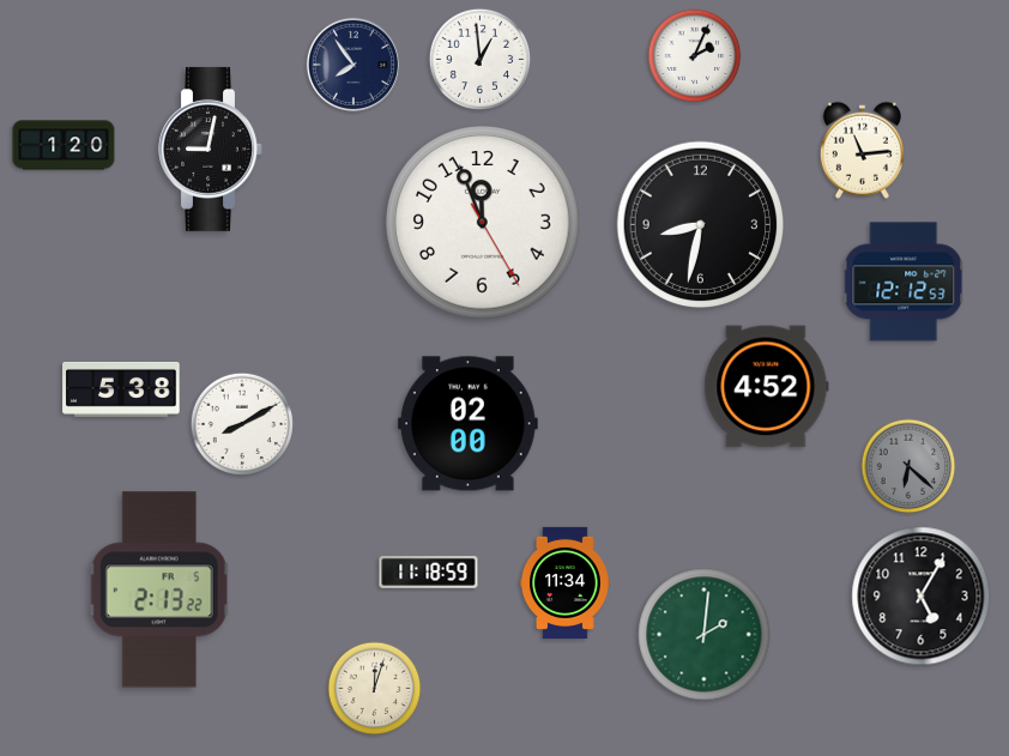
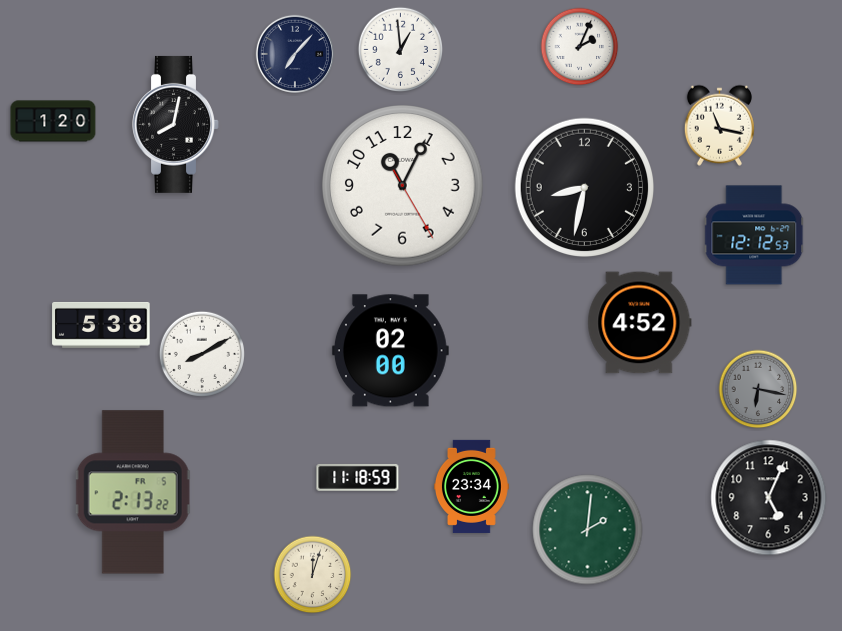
clock at (354, 65): 7:54 -> 7:07
clock at (211, 149): 9:02 -> 8:02
clock at (862, 150): 11:14 -> 11:17
clock at (483, 223): 11:56 -> 11:04
clock at (467, 424) position: (467, 424) -> (390, 351)
clock at (908, 466): 6:22 -> 6:17
clock at (566, 582): 11:34 -> 23:34
clock at (922, 597): 5:05 -> 5:04
